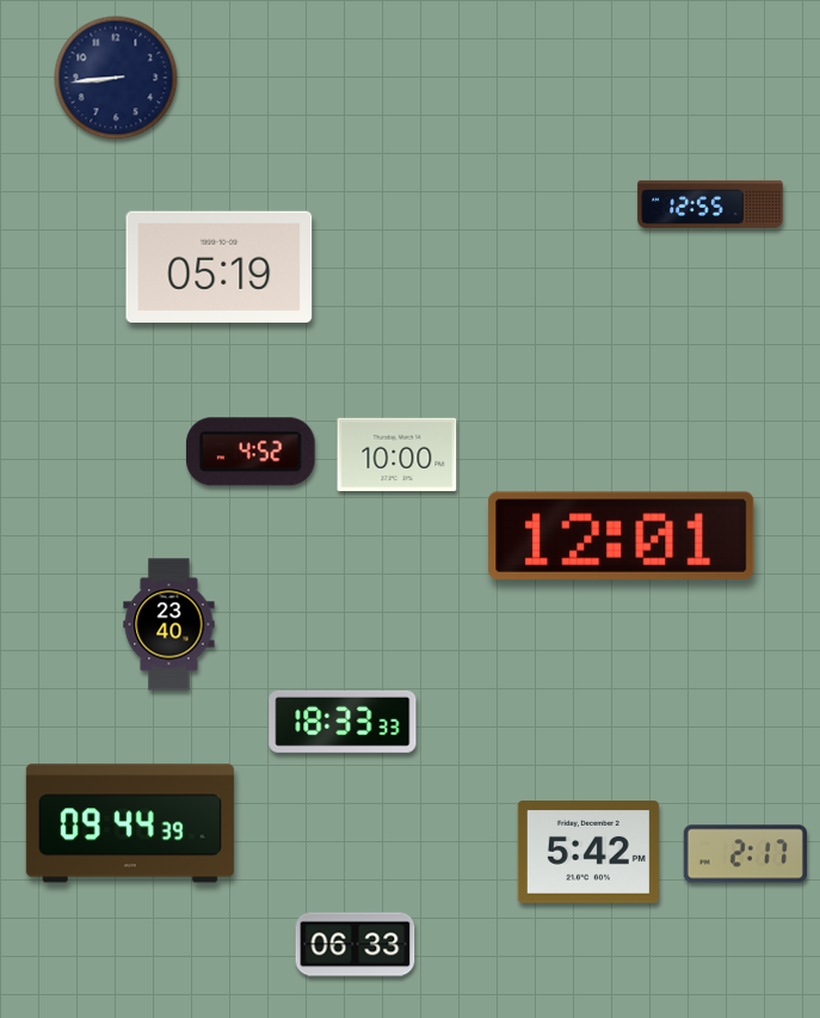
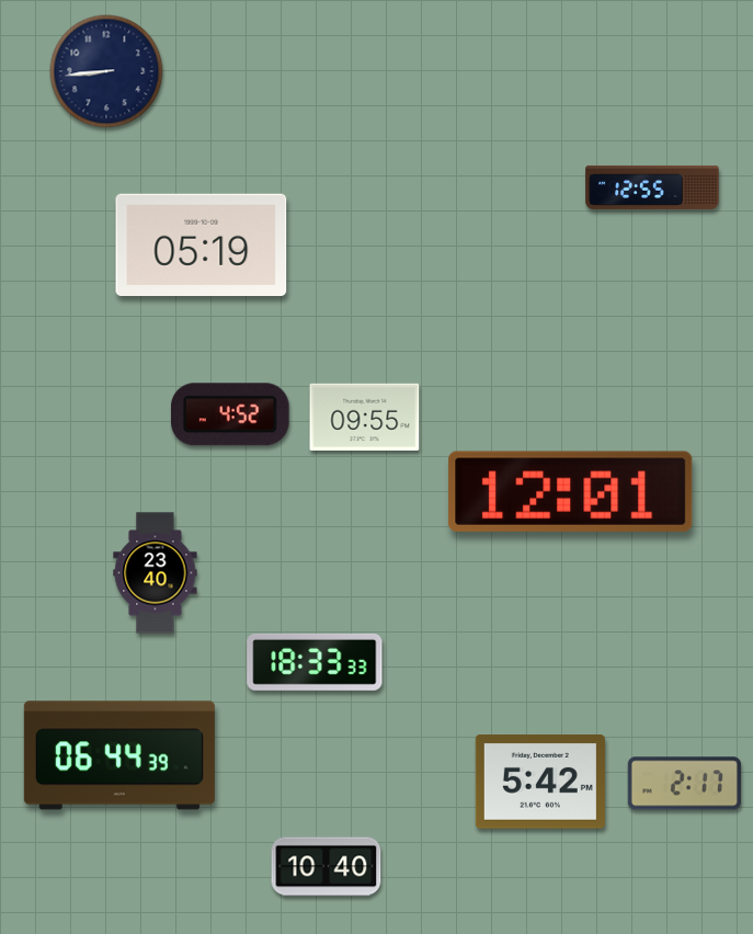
clock at (397, 454): 10:00 -> 09:55
clock at (130, 823): 09:44 -> 06:44
clock at (356, 945): 06:33 -> 10:40
